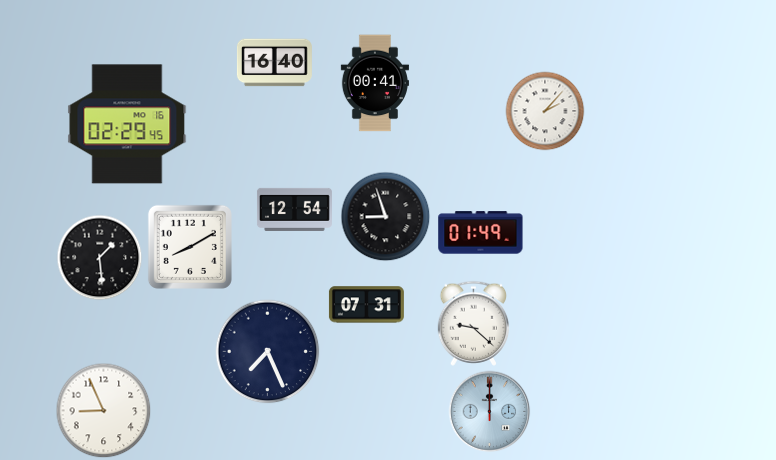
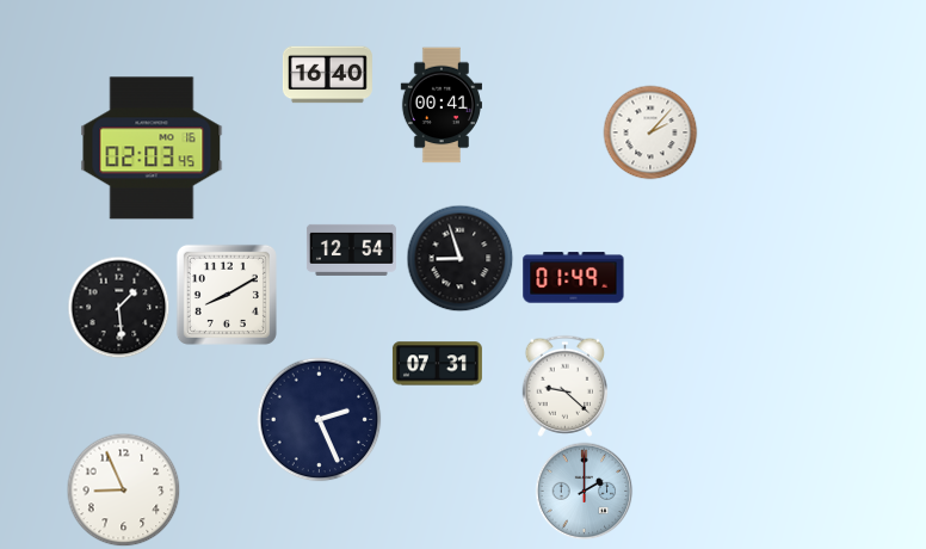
clock at (375, 83) position: (375, 83) -> (442, 105)
clock at (127, 124): 02:29 -> 02:03
clock at (268, 352): 7:26 -> 2:26
clock at (490, 412): 12:00 -> 2:00
